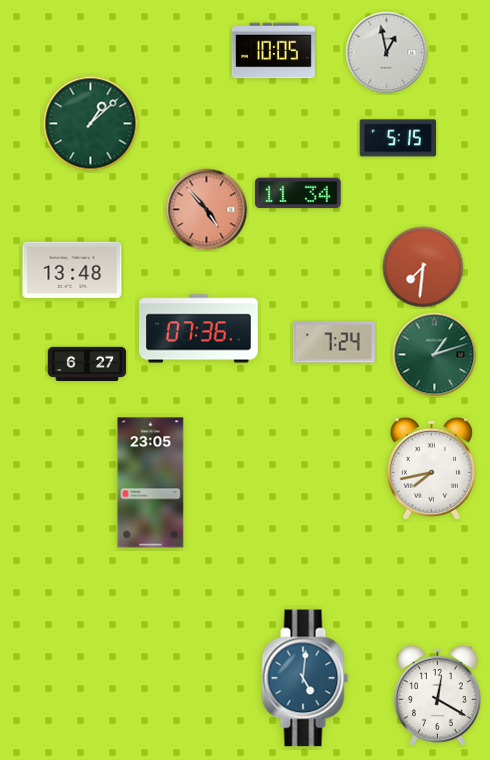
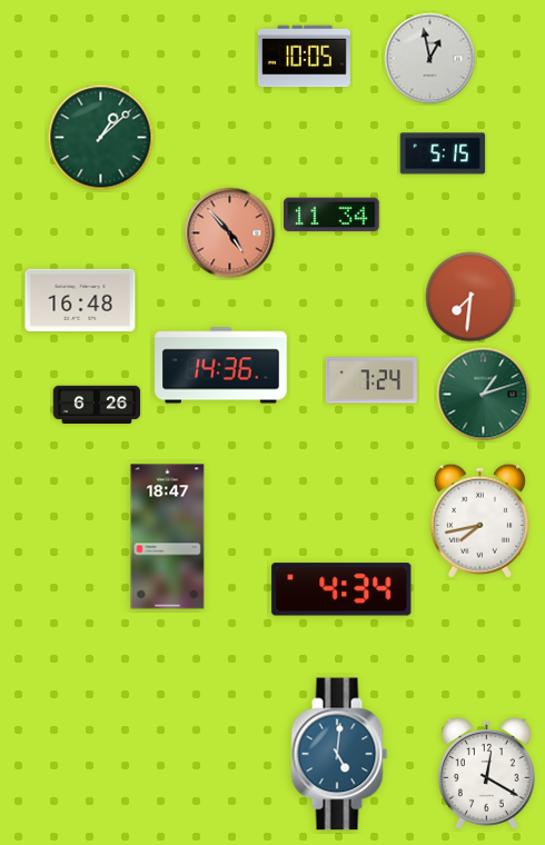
clock at (72, 270): 13:48 -> 16:48
clock at (199, 329): 07:36 -> 14:36
clock at (87, 364): 6:27 -> 6:26
clock at (151, 483): 23:05 -> 18:47
clock at (341, 589): none -> 4:34
